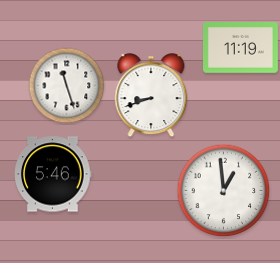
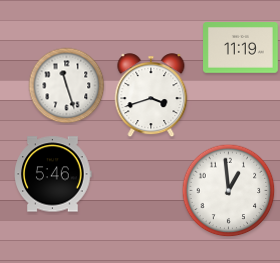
clock at (151, 96): 8:42 -> 3:42
clock at (224, 191) position: (224, 191) -> (229, 191)
